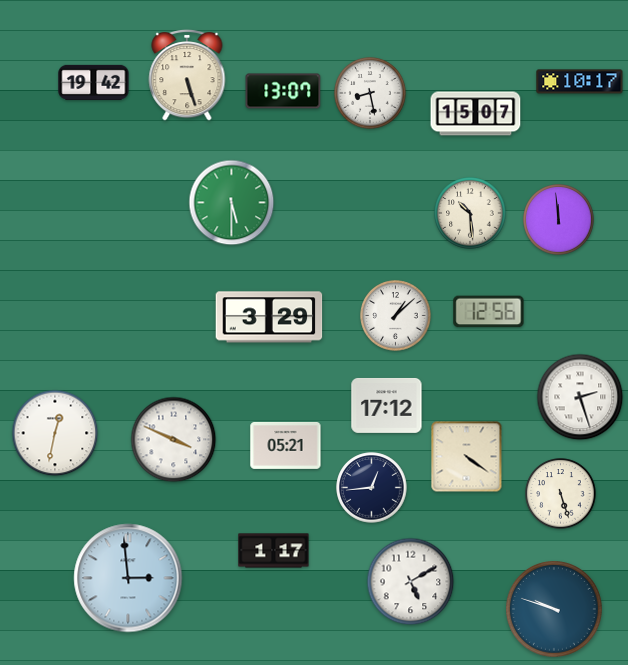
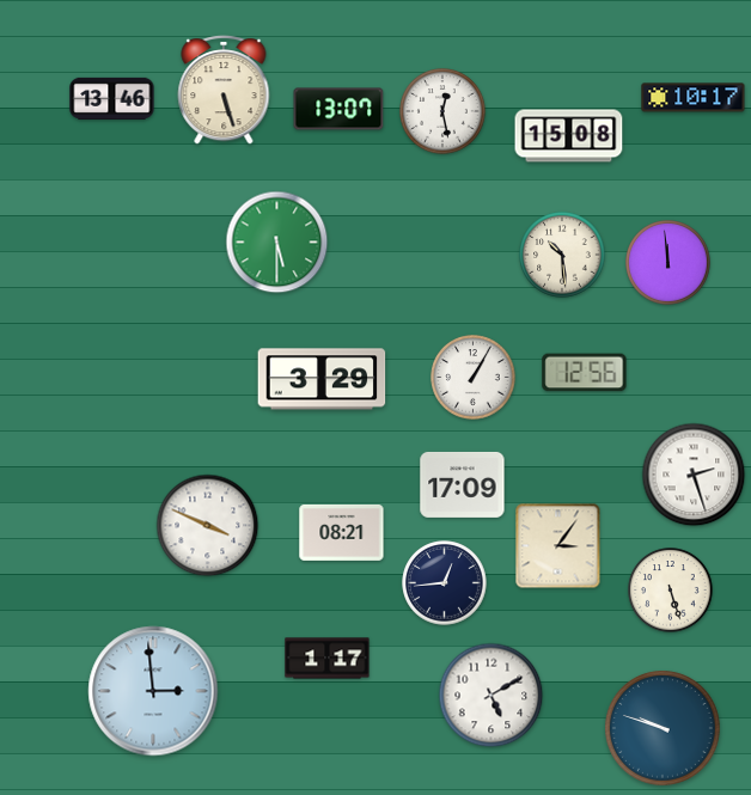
clock at (94, 82): 19:42 -> 13:46
clock at (370, 93): 8:28 -> 12:28
clock at (476, 114): 15:07 -> 15:08
clock at (396, 316): 1:08 -> 1:05
clock at (387, 405): 17:12 -> 17:09
clock at (55, 433): 12:32 -> none
clock at (286, 445): 05:21 -> 08:21
clock at (467, 457): 4:21 -> 3:06
